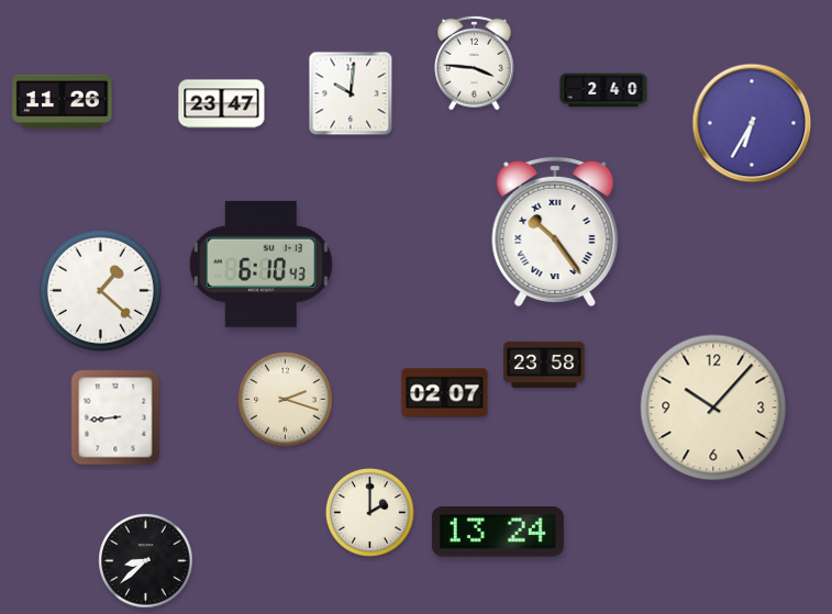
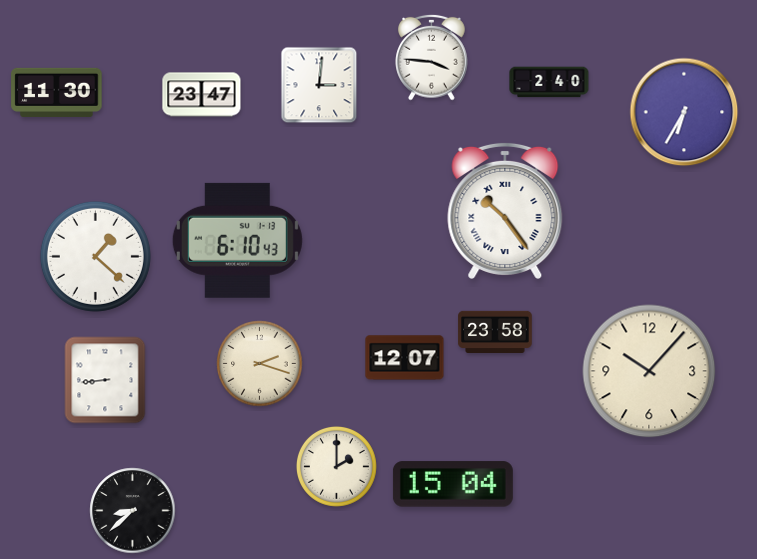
clock at (351, 93): 10:01 -> 3:01
clock at (63, 101): 11:26 -> 11:30
clock at (100, 290) position: (100, 290) -> (95, 256)
clock at (445, 393): 02:07 -> 12:07
clock at (498, 532): 13:24 -> 15:04
